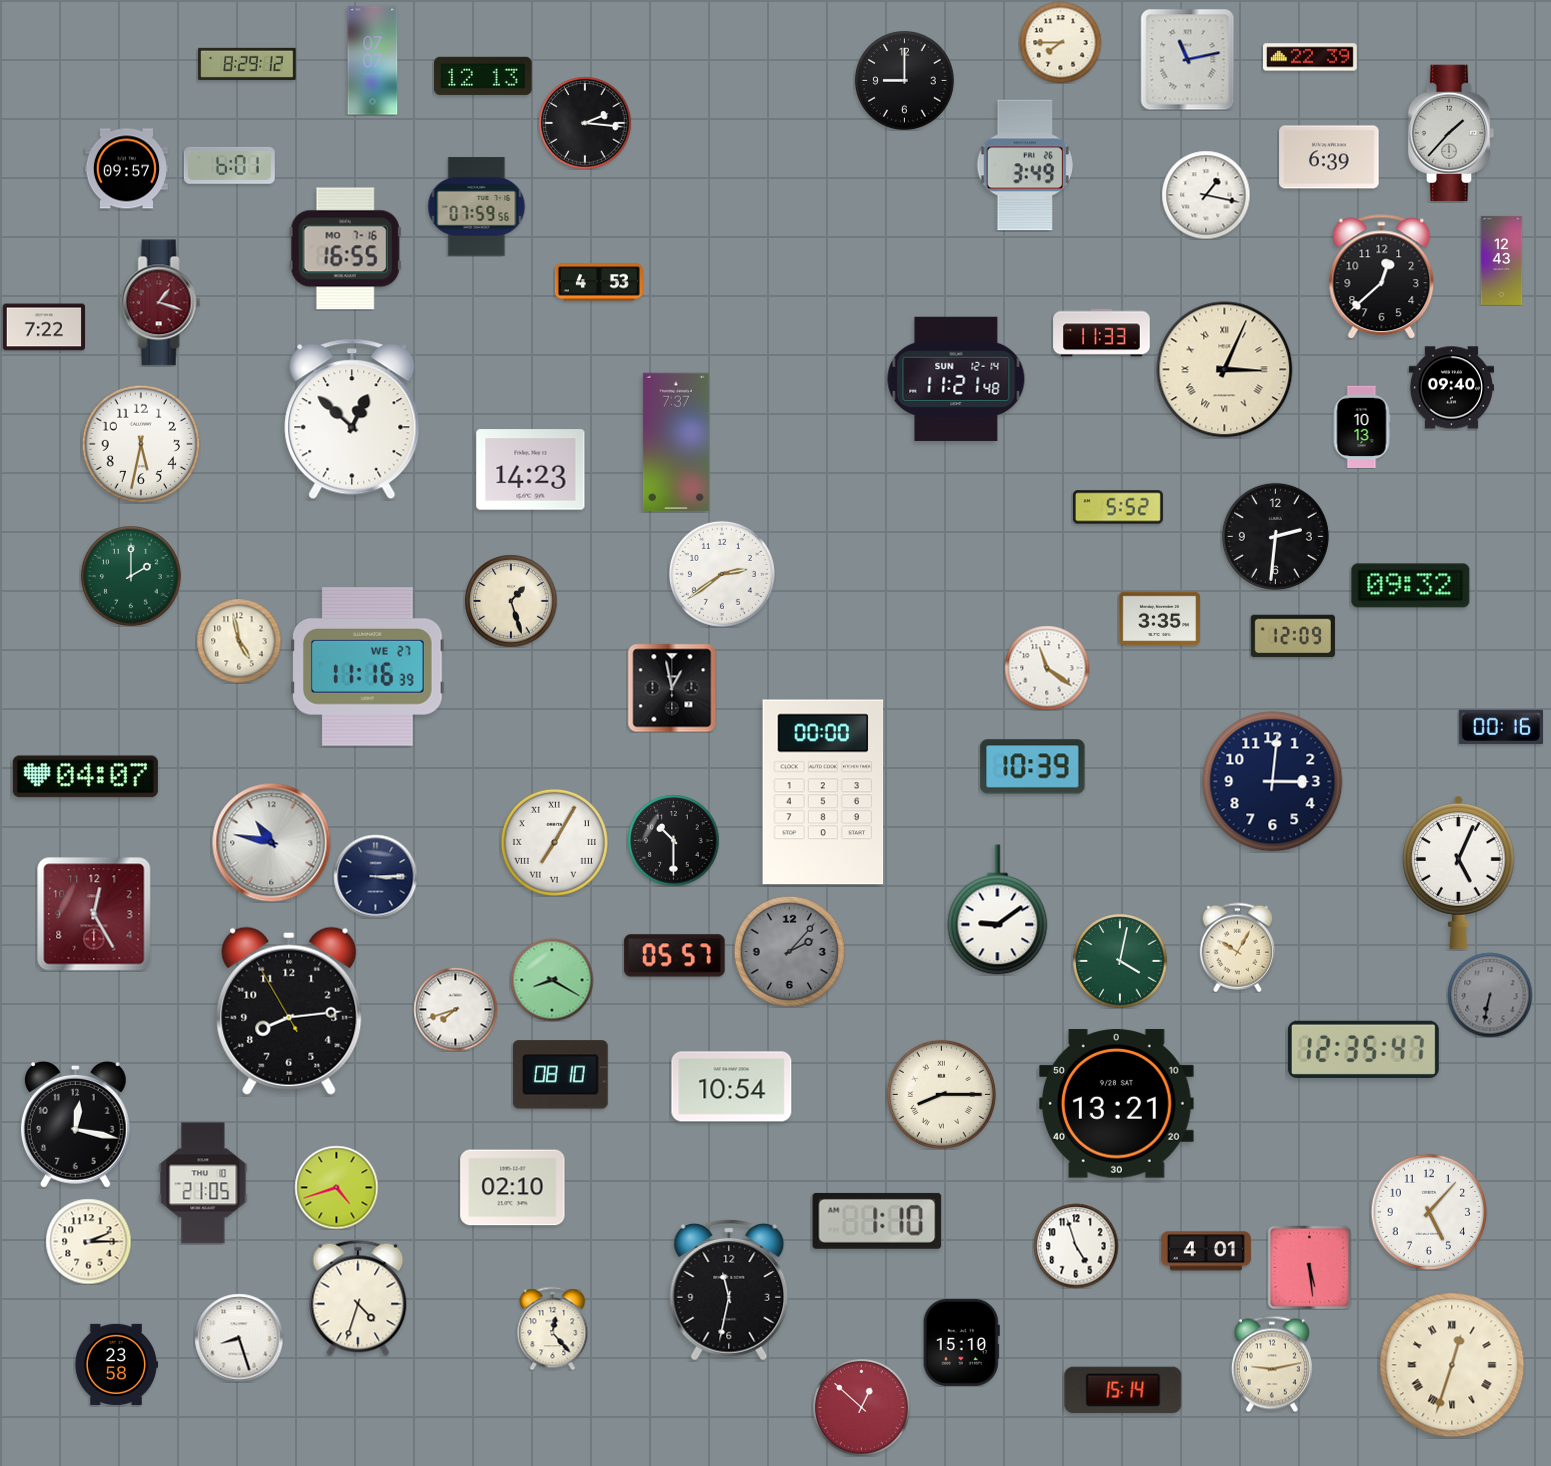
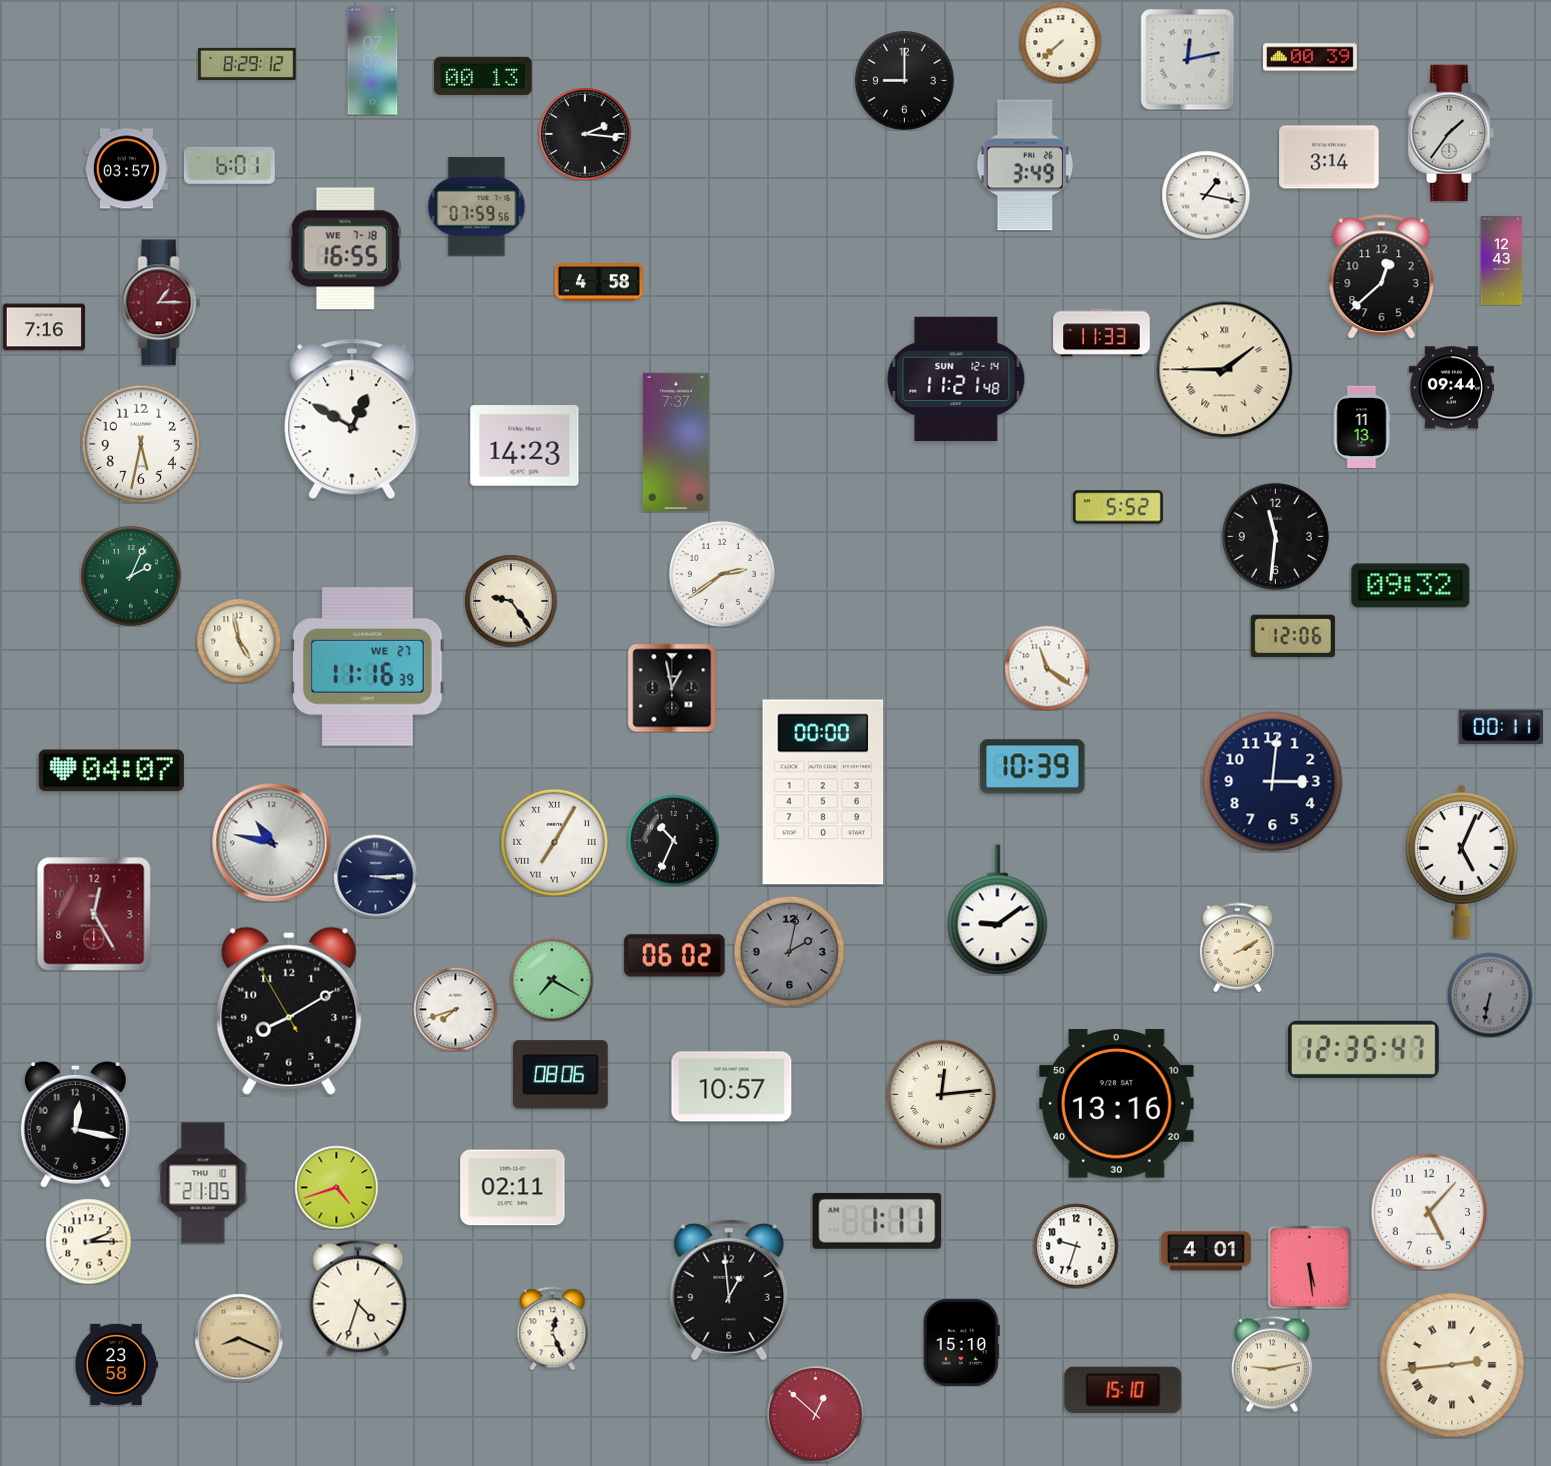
clock at (1060, 42): 7:45 -> 7:38
clock at (1311, 57): 22:39 -> 00:39
clock at (1188, 59): 11:13 -> 12:13
clock at (483, 76): 12:13 -> 00:13
clock at (585, 123) position: (585, 123) -> (585, 134)
clock at (1451, 133): 1:37 -> 1:36
clock at (1329, 157): 6:39 -> 3:14
clock at (126, 169): 09:57 -> 03:57
clock at (345, 249) date: MO 7-16 -> WE 7-18
clock at (599, 282): 4:53 -> 4:58
clock at (161, 303): 1:18 -> 1:15
clock at (43, 327): 7:22 -> 7:16
clock at (1225, 370): 3:04 -> 1:45
clock at (1451, 388): 09:40 -> 09:44
clock at (352, 419): 12:52 -> 12:50
clock at (1362, 427): 10:13 -> 11:13
clock at (531, 470) position: (531, 470) -> (525, 446)
clock at (1275, 536): 2:31 -> 11:31
clock at (132, 577): 2:00 -> 2:04
clock at (511, 601): 1:27 -> 9:24
clock at (1159, 619): 3:35 -> none
clock at (1293, 636): 12:09 -> 12:06
clock at (1501, 727): 00:16 -> 00:11
clock at (85, 777) position: (85, 777) -> (111, 771)
clock at (673, 840): 10:30 -> 10:34
clock at (1459, 872) position: (1459, 872) -> (1462, 861)
clock at (1237, 947): 10:05 -> 2:10
clock at (789, 951): 2:07 -> 2:02
clock at (675, 956): 05:57 -> 06:02
clock at (1120, 961): 4:02 -> none
clock at (552, 980): 8:20 -> 7:20
clock at (289, 1011): 8:13 -> 8:09
clock at (560, 1075): 08:10 -> 08:06
clock at (732, 1087): 10:54 -> 10:57
clock at (941, 1094): 8:15 -> 12:14
clock at (1116, 1104): 13:21 -> 13:16
clock at (513, 1188): 02:10 -> 02:11
clock at (877, 1221): 1:10 -> 1:11
clock at (1076, 1246): 4:57 -> 9:33
clock at (729, 1291): 11:32 -> 12:59
clock at (553, 1328): 12:23 -> 12:26
clock at (239, 1338): 8:27 -> 8:19
clock at (239, 1338) dial: white -> champagne
clock at (1452, 1365): 12:33 -> 2:44
clock at (1123, 1389): 15:14 -> 15:10
clock at (862, 1408) position: (862, 1408) -> (816, 1415)
